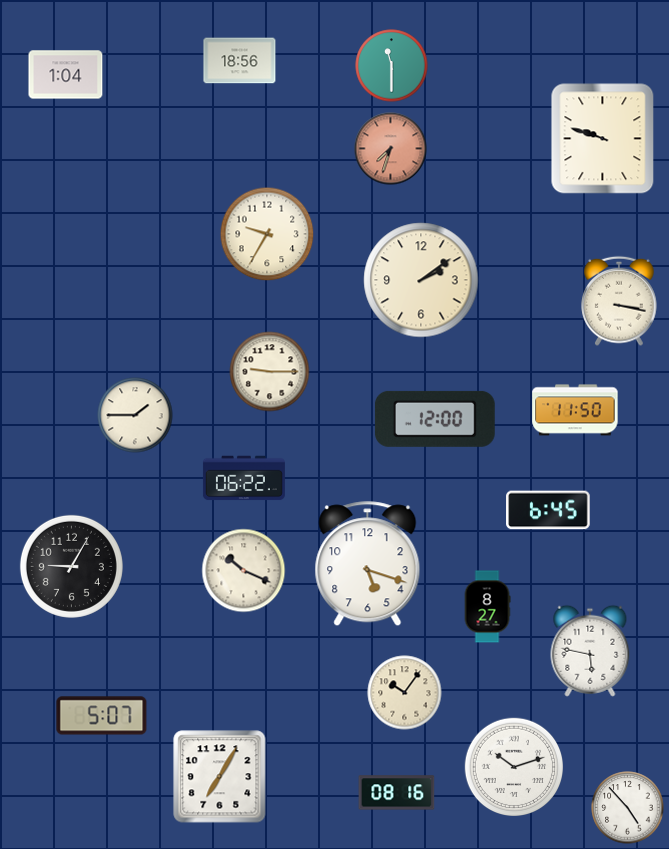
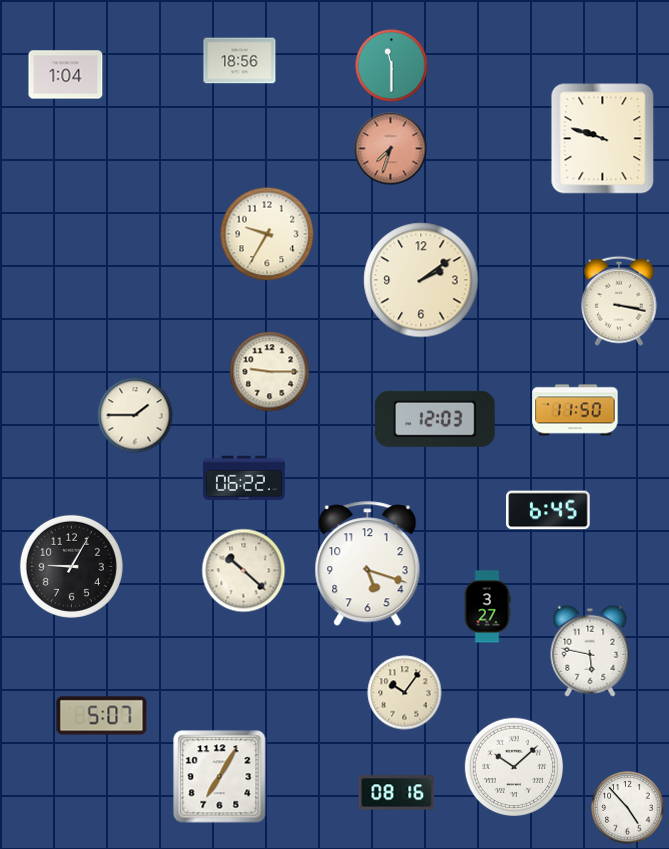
clock at (435, 419): 12:00 -> 12:03
clock at (244, 571): 10:19 -> 10:22
clock at (487, 607): 8:27 -> 3:27
clock at (513, 766): 10:12 -> 10:08
